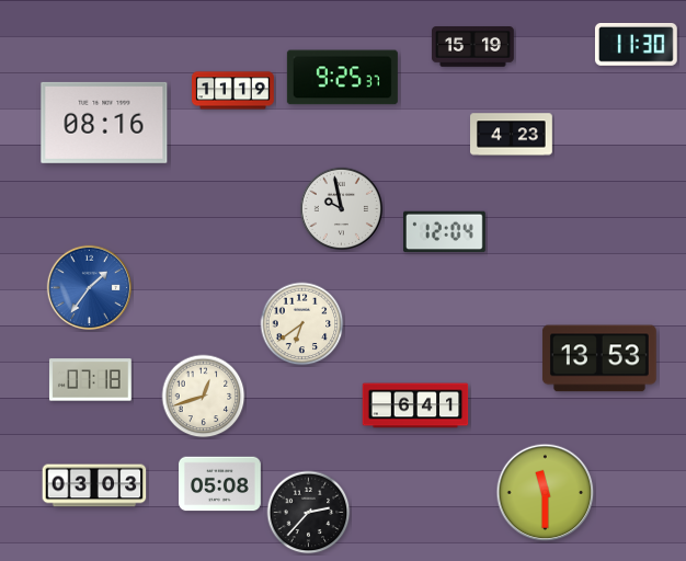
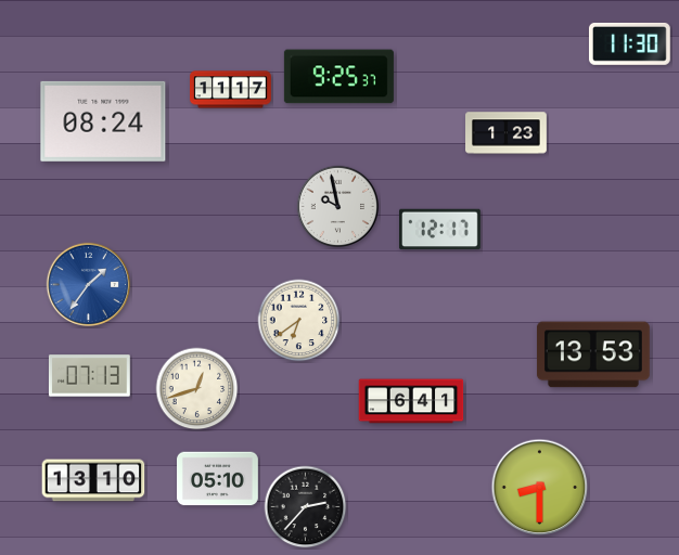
clock at (473, 47): 15:19 -> none
clock at (233, 91): 11:19 -> 11:17
clock at (104, 123): 08:16 -> 08:24
clock at (512, 135): 4:23 -> 1:23
clock at (445, 232): 12:04 -> 12:17
clock at (91, 380): 07:18 -> 07:13
clock at (204, 397) position: (204, 397) -> (197, 389)
clock at (220, 484): 05:08 -> 05:10
clock at (94, 485): 03:03 -> 13:10
clock at (546, 493): 11:30 -> 8:30
